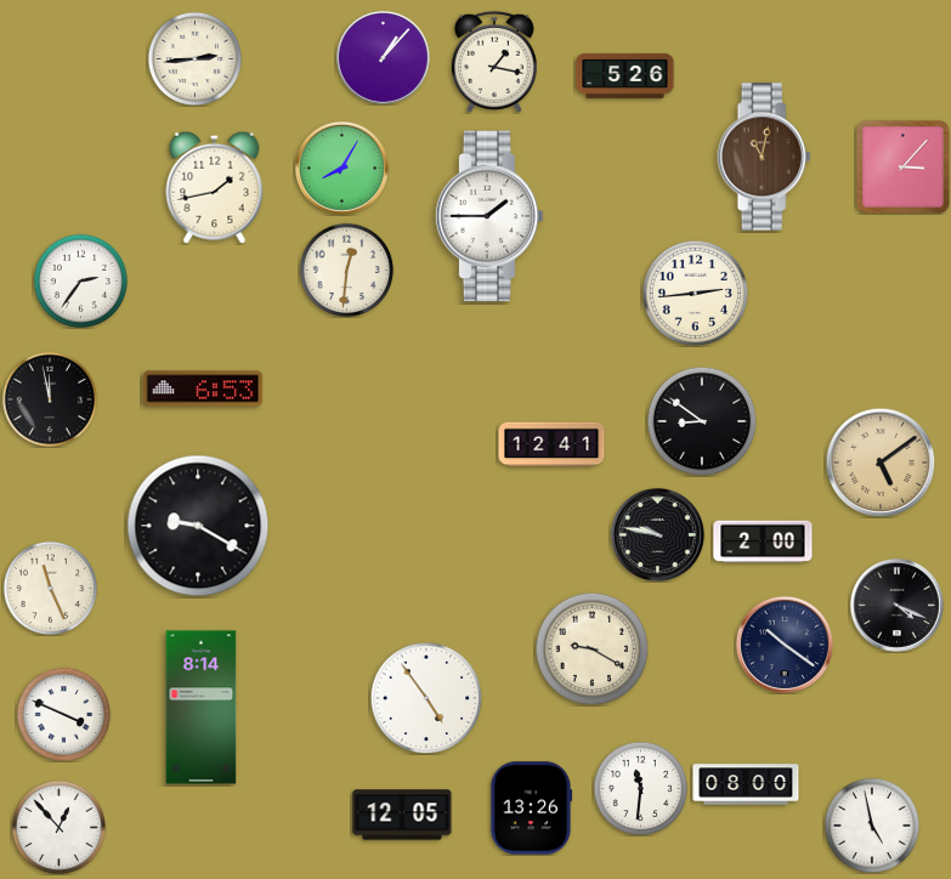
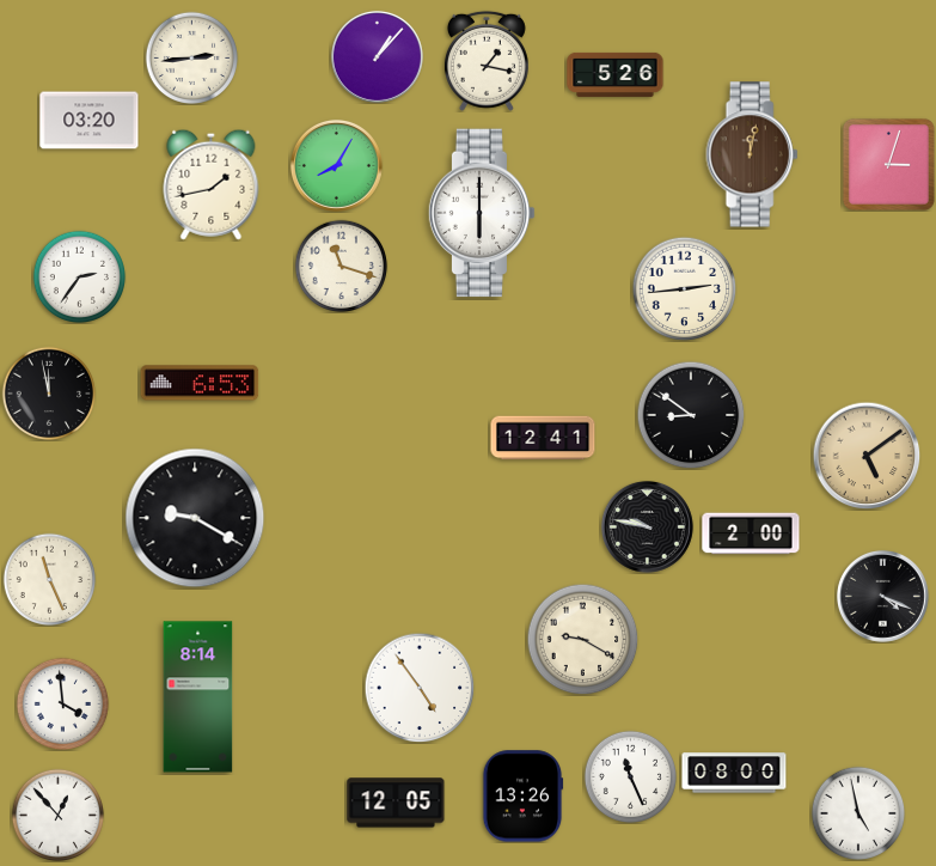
clock at (90, 121): none -> 03:20
clock at (764, 157): 11:02 -> 12:02
clock at (902, 166): 3:07 -> 3:03
clock at (489, 216): 1:45 -> 6:00
clock at (346, 270): 12:31 -> 11:18
clock at (785, 645): 10:21 -> none
clock at (63, 714): 3:49 -> 3:59
clock at (640, 788): 11:31 -> 11:26
